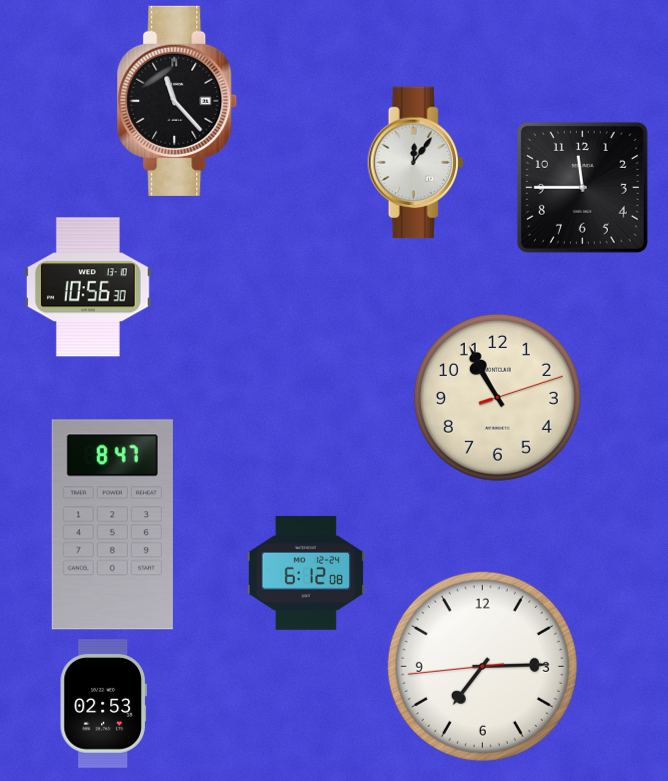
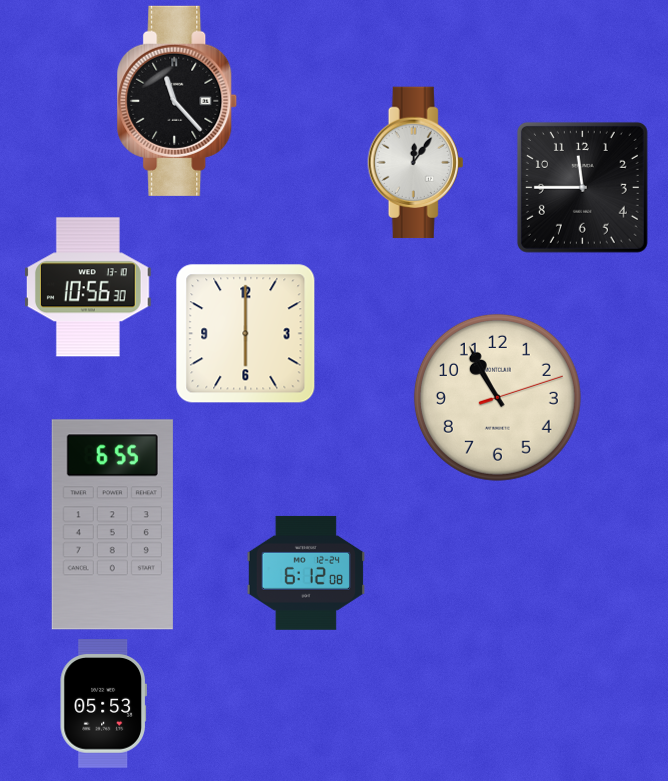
clock at (246, 334): none -> 6:00
clock at (112, 525): 8:47 -> 6:55
clock at (482, 666): 7:14 -> none
clock at (103, 704): 02:53 -> 05:53
